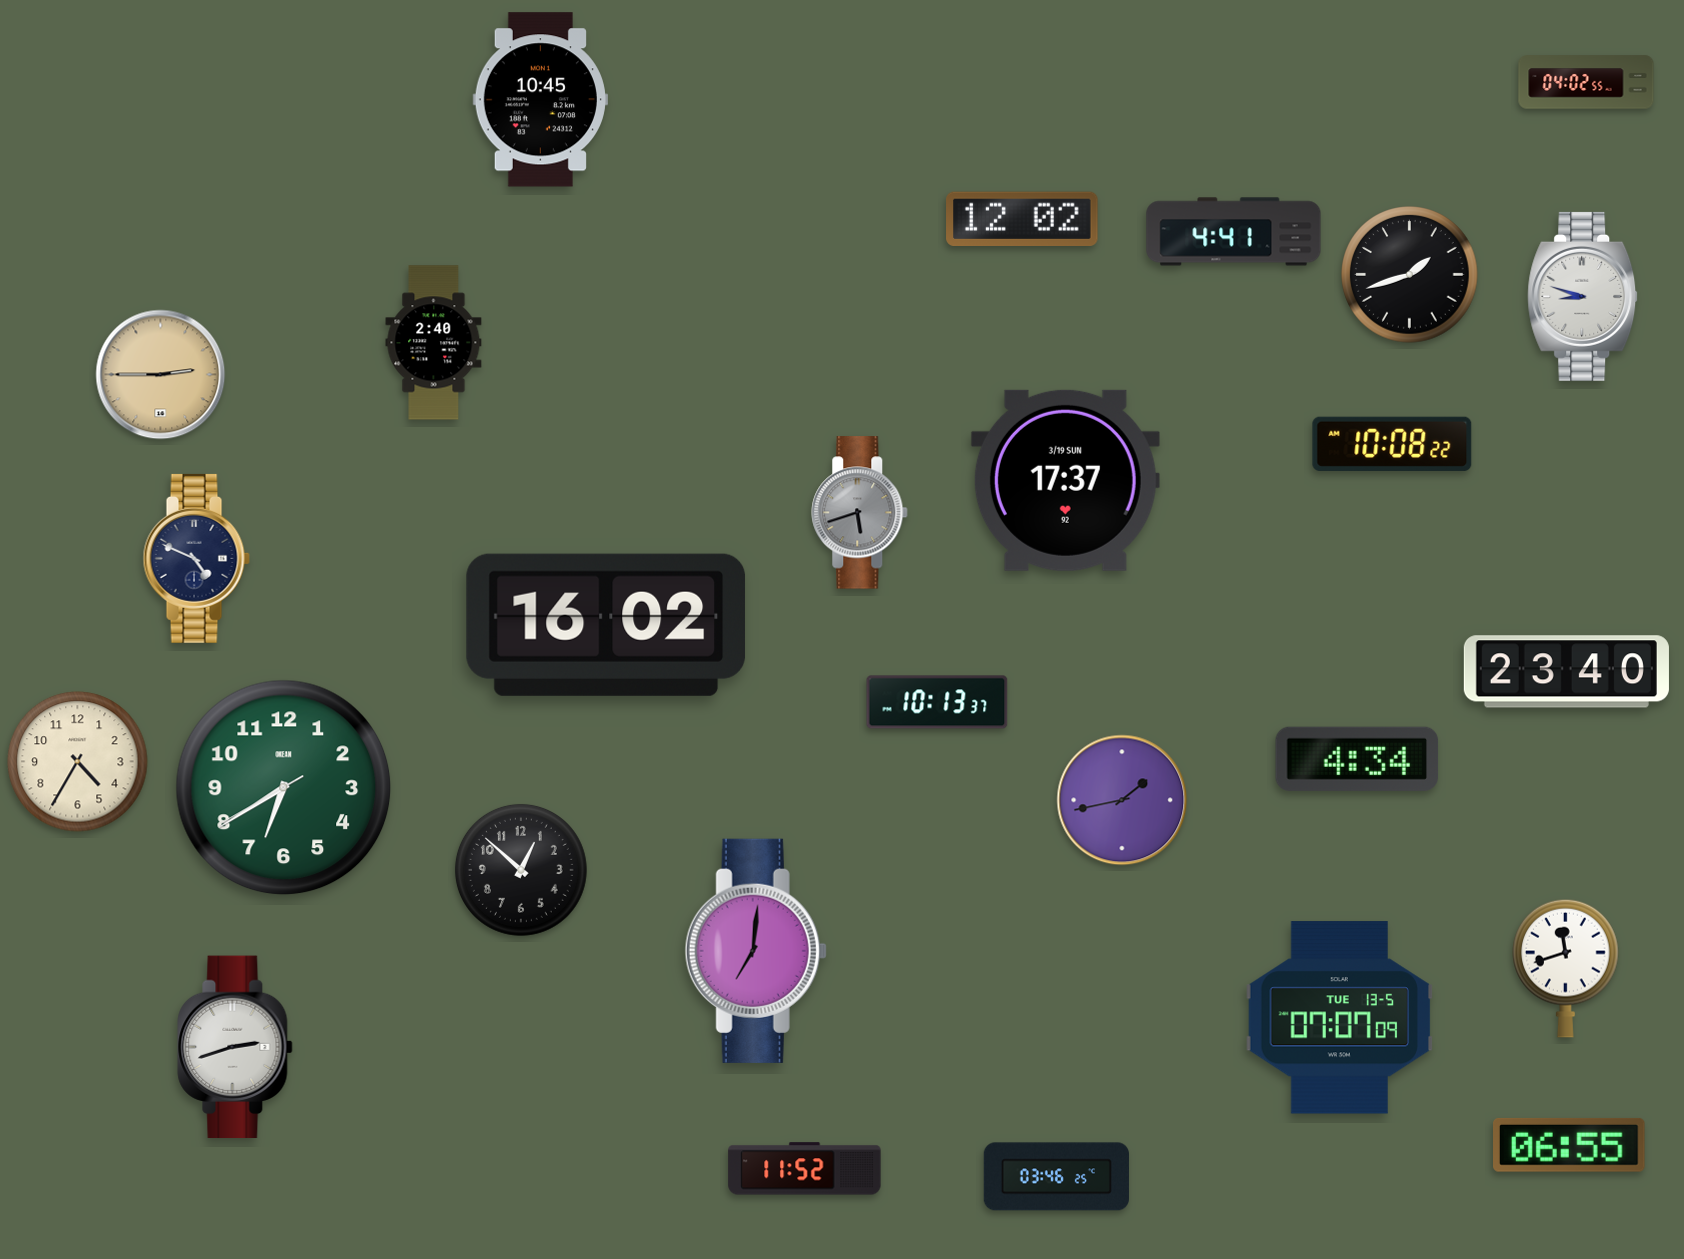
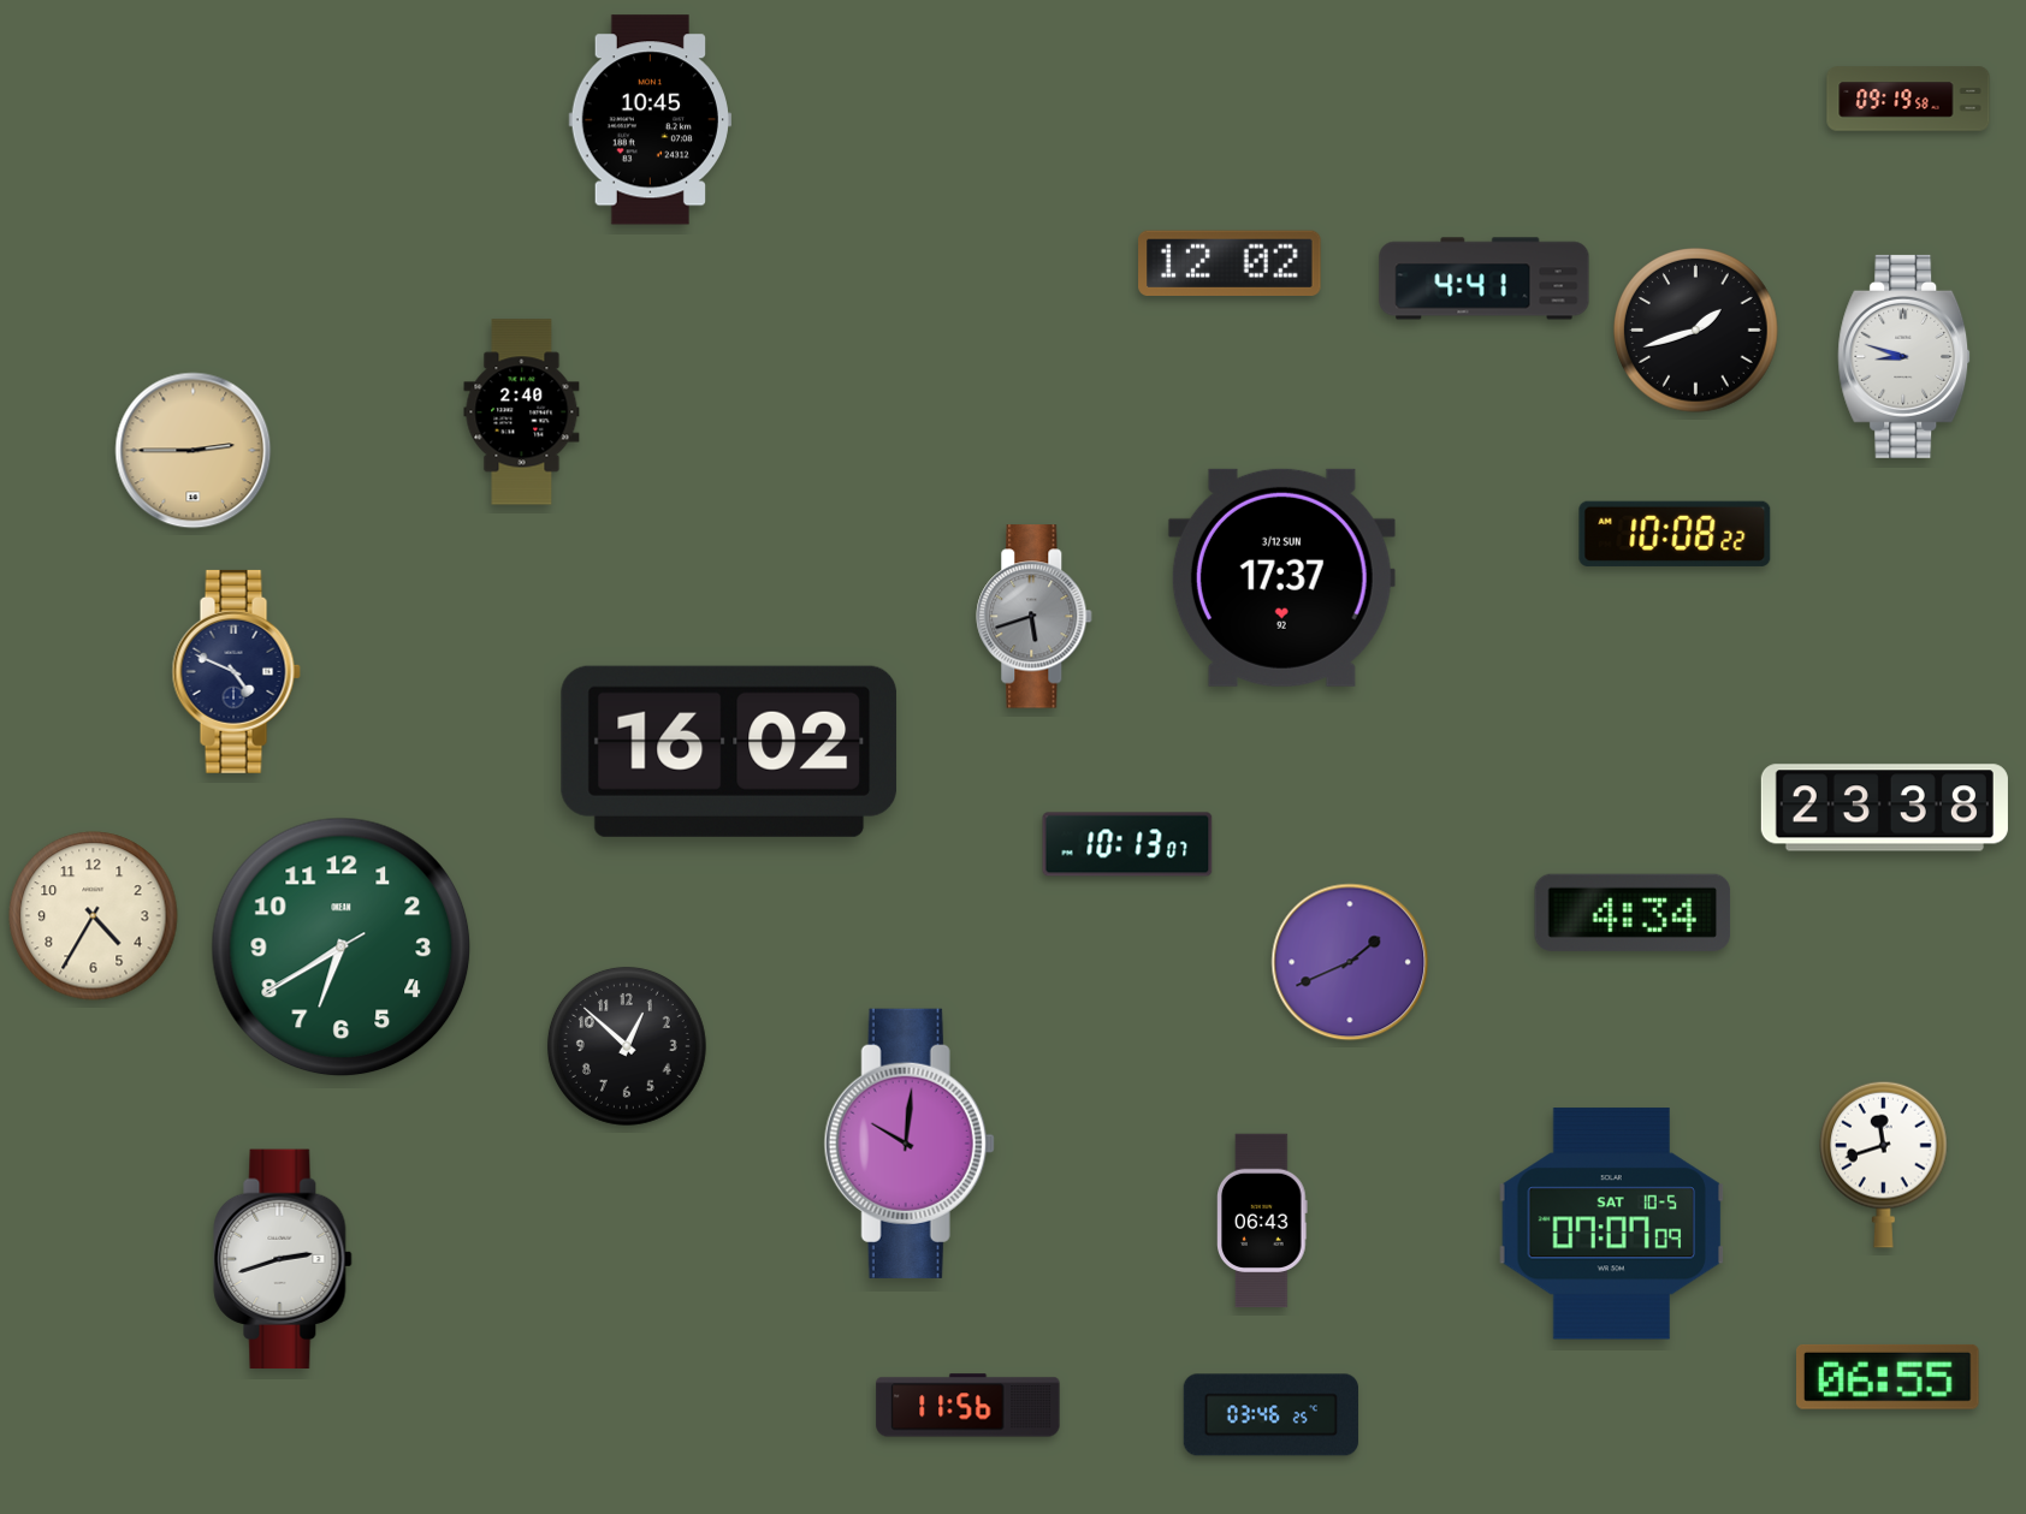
clock at (1586, 82): 04:02 -> 09:19
clock at (1065, 480) date: 3/19 SUN -> 3/12 SUN
clock at (1566, 672): 23:40 -> 23:38
clock at (937, 702): 10:13:37 -> 10:13:07
clock at (1122, 800): 1:43 -> 1:41
clock at (756, 951): 7:01 -> 10:01
clock at (1263, 1221): none -> 06:43
clock at (1340, 1018) date: TUE 13-5 -> SAT 10-5
clock at (805, 1169): 11:52 -> 11:56
